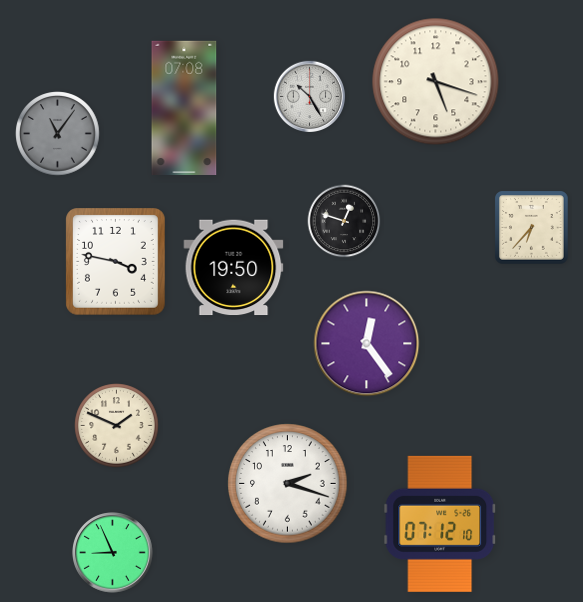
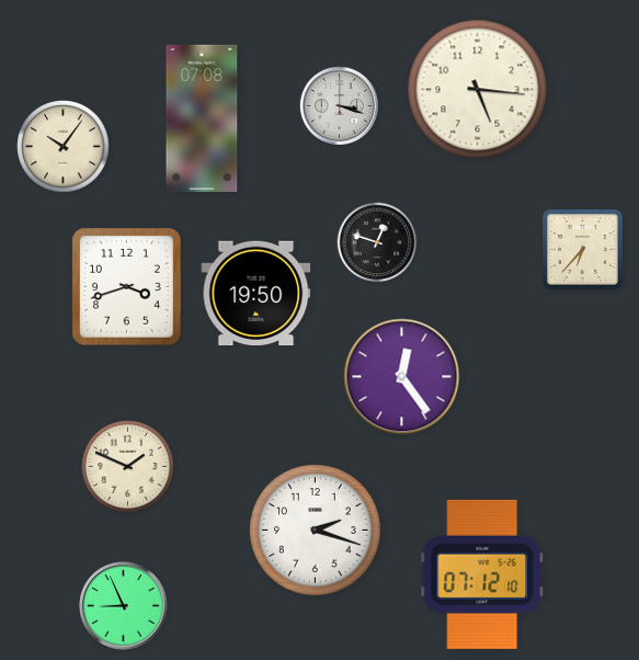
clock at (436, 82): 5:18 -> 5:16
clock at (309, 96): 10:25 -> 3:18
clock at (58, 134): 11:06 -> 10:06
clock at (58, 134) dial: grey -> cream
clock at (116, 262): 3:47 -> 3:42
